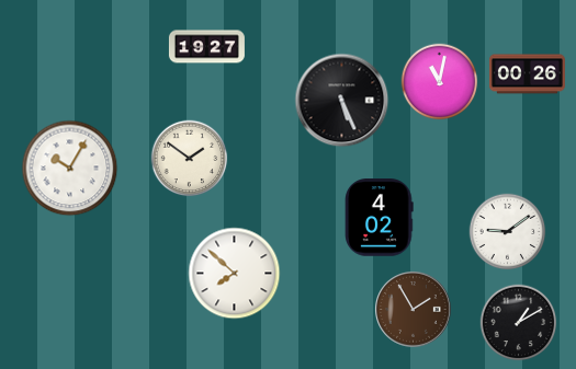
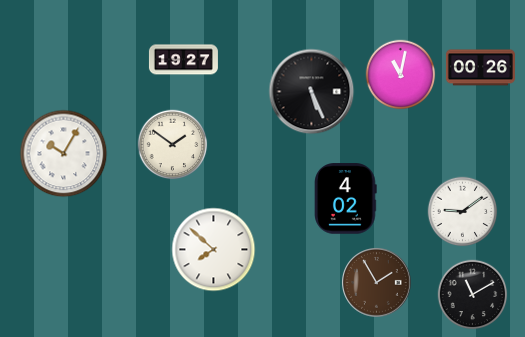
clock at (206, 47) position: (206, 47) -> (183, 60)
clock at (519, 323): 1:10 -> 11:10
